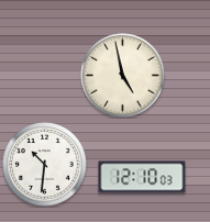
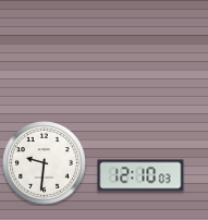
clock at (123, 76): 4:58 -> none
clock at (45, 165): 10:31 -> 9:31
